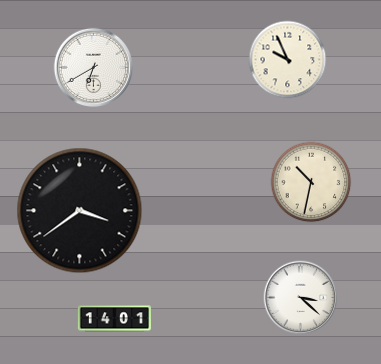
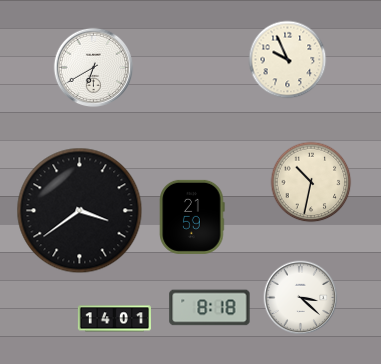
clock at (192, 217): none -> 21:59
clock at (210, 308): none -> 8:18
